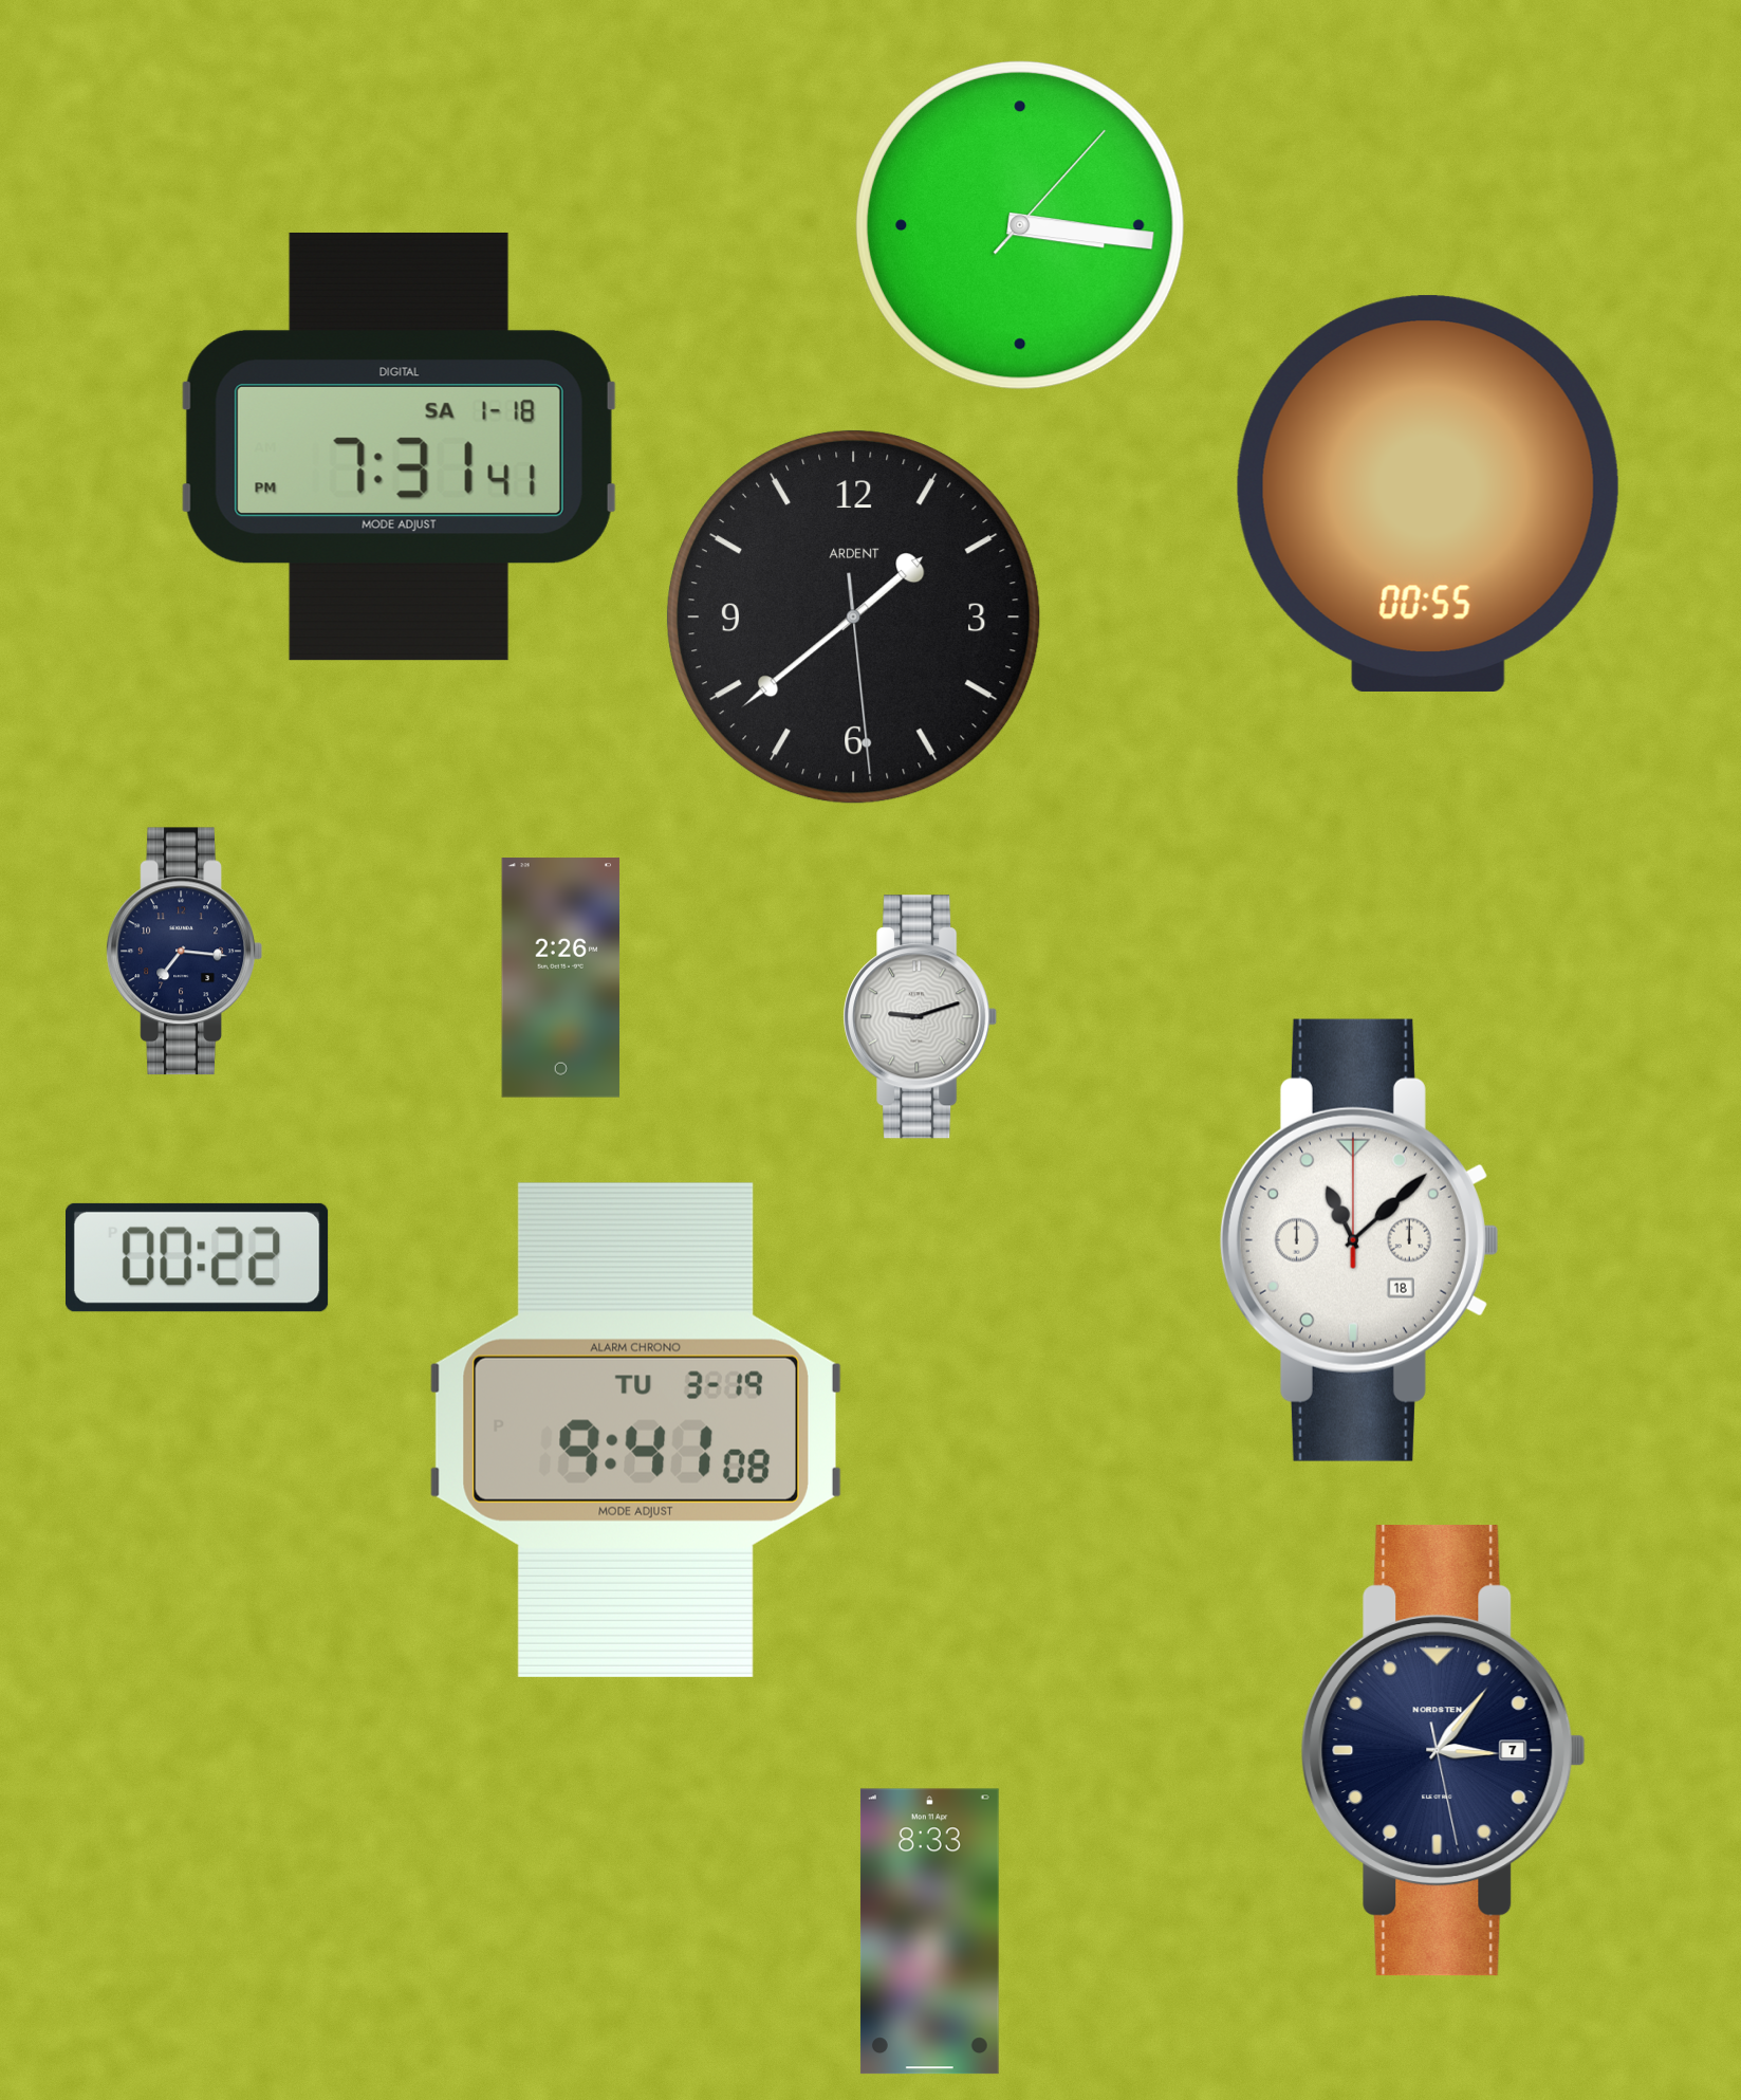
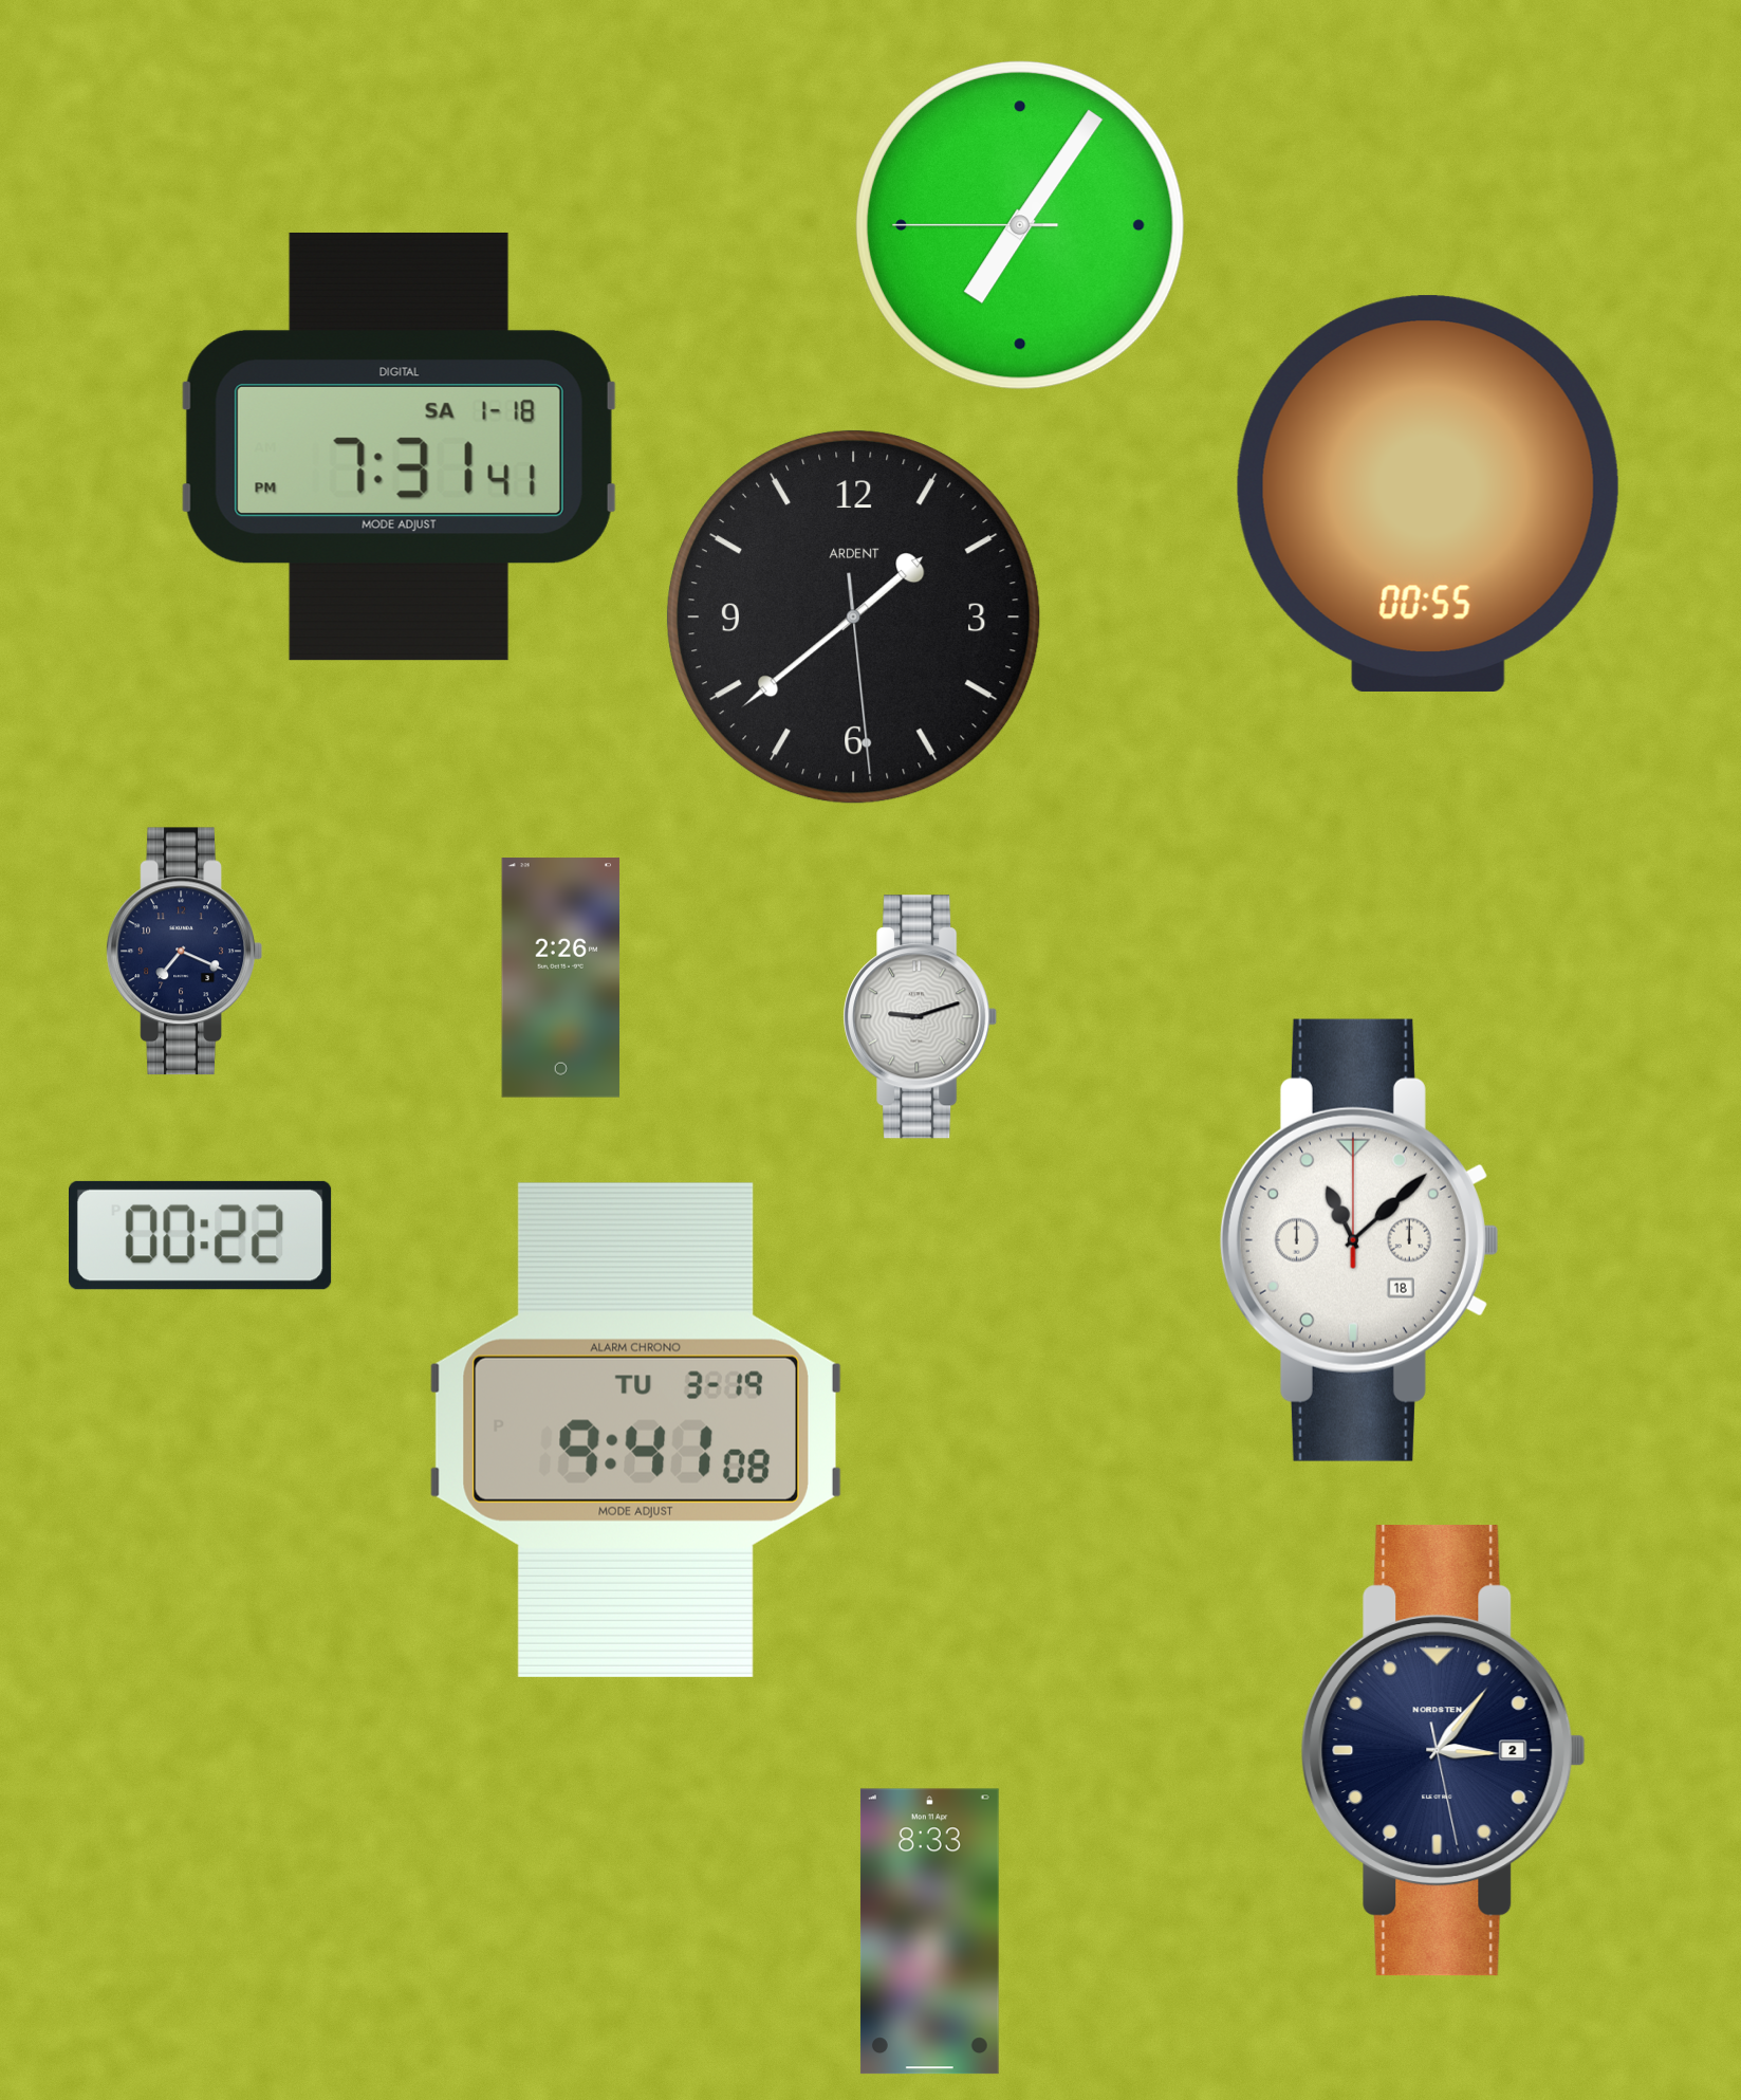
clock at (1020, 225): 3:16 -> 7:05
clock at (184, 952): 7:16 -> 7:19
clock at (198, 1257) position: (198, 1257) -> (201, 1235)
clock at (1443, 1751) date: 7 -> 2
